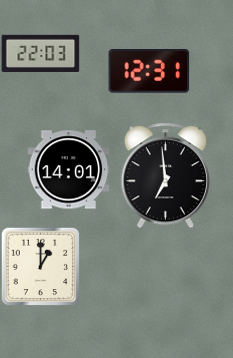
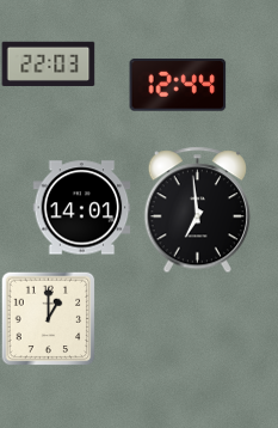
clock at (149, 72): 12:31 -> 12:44
clock at (68, 170) position: (68, 170) -> (81, 208)
